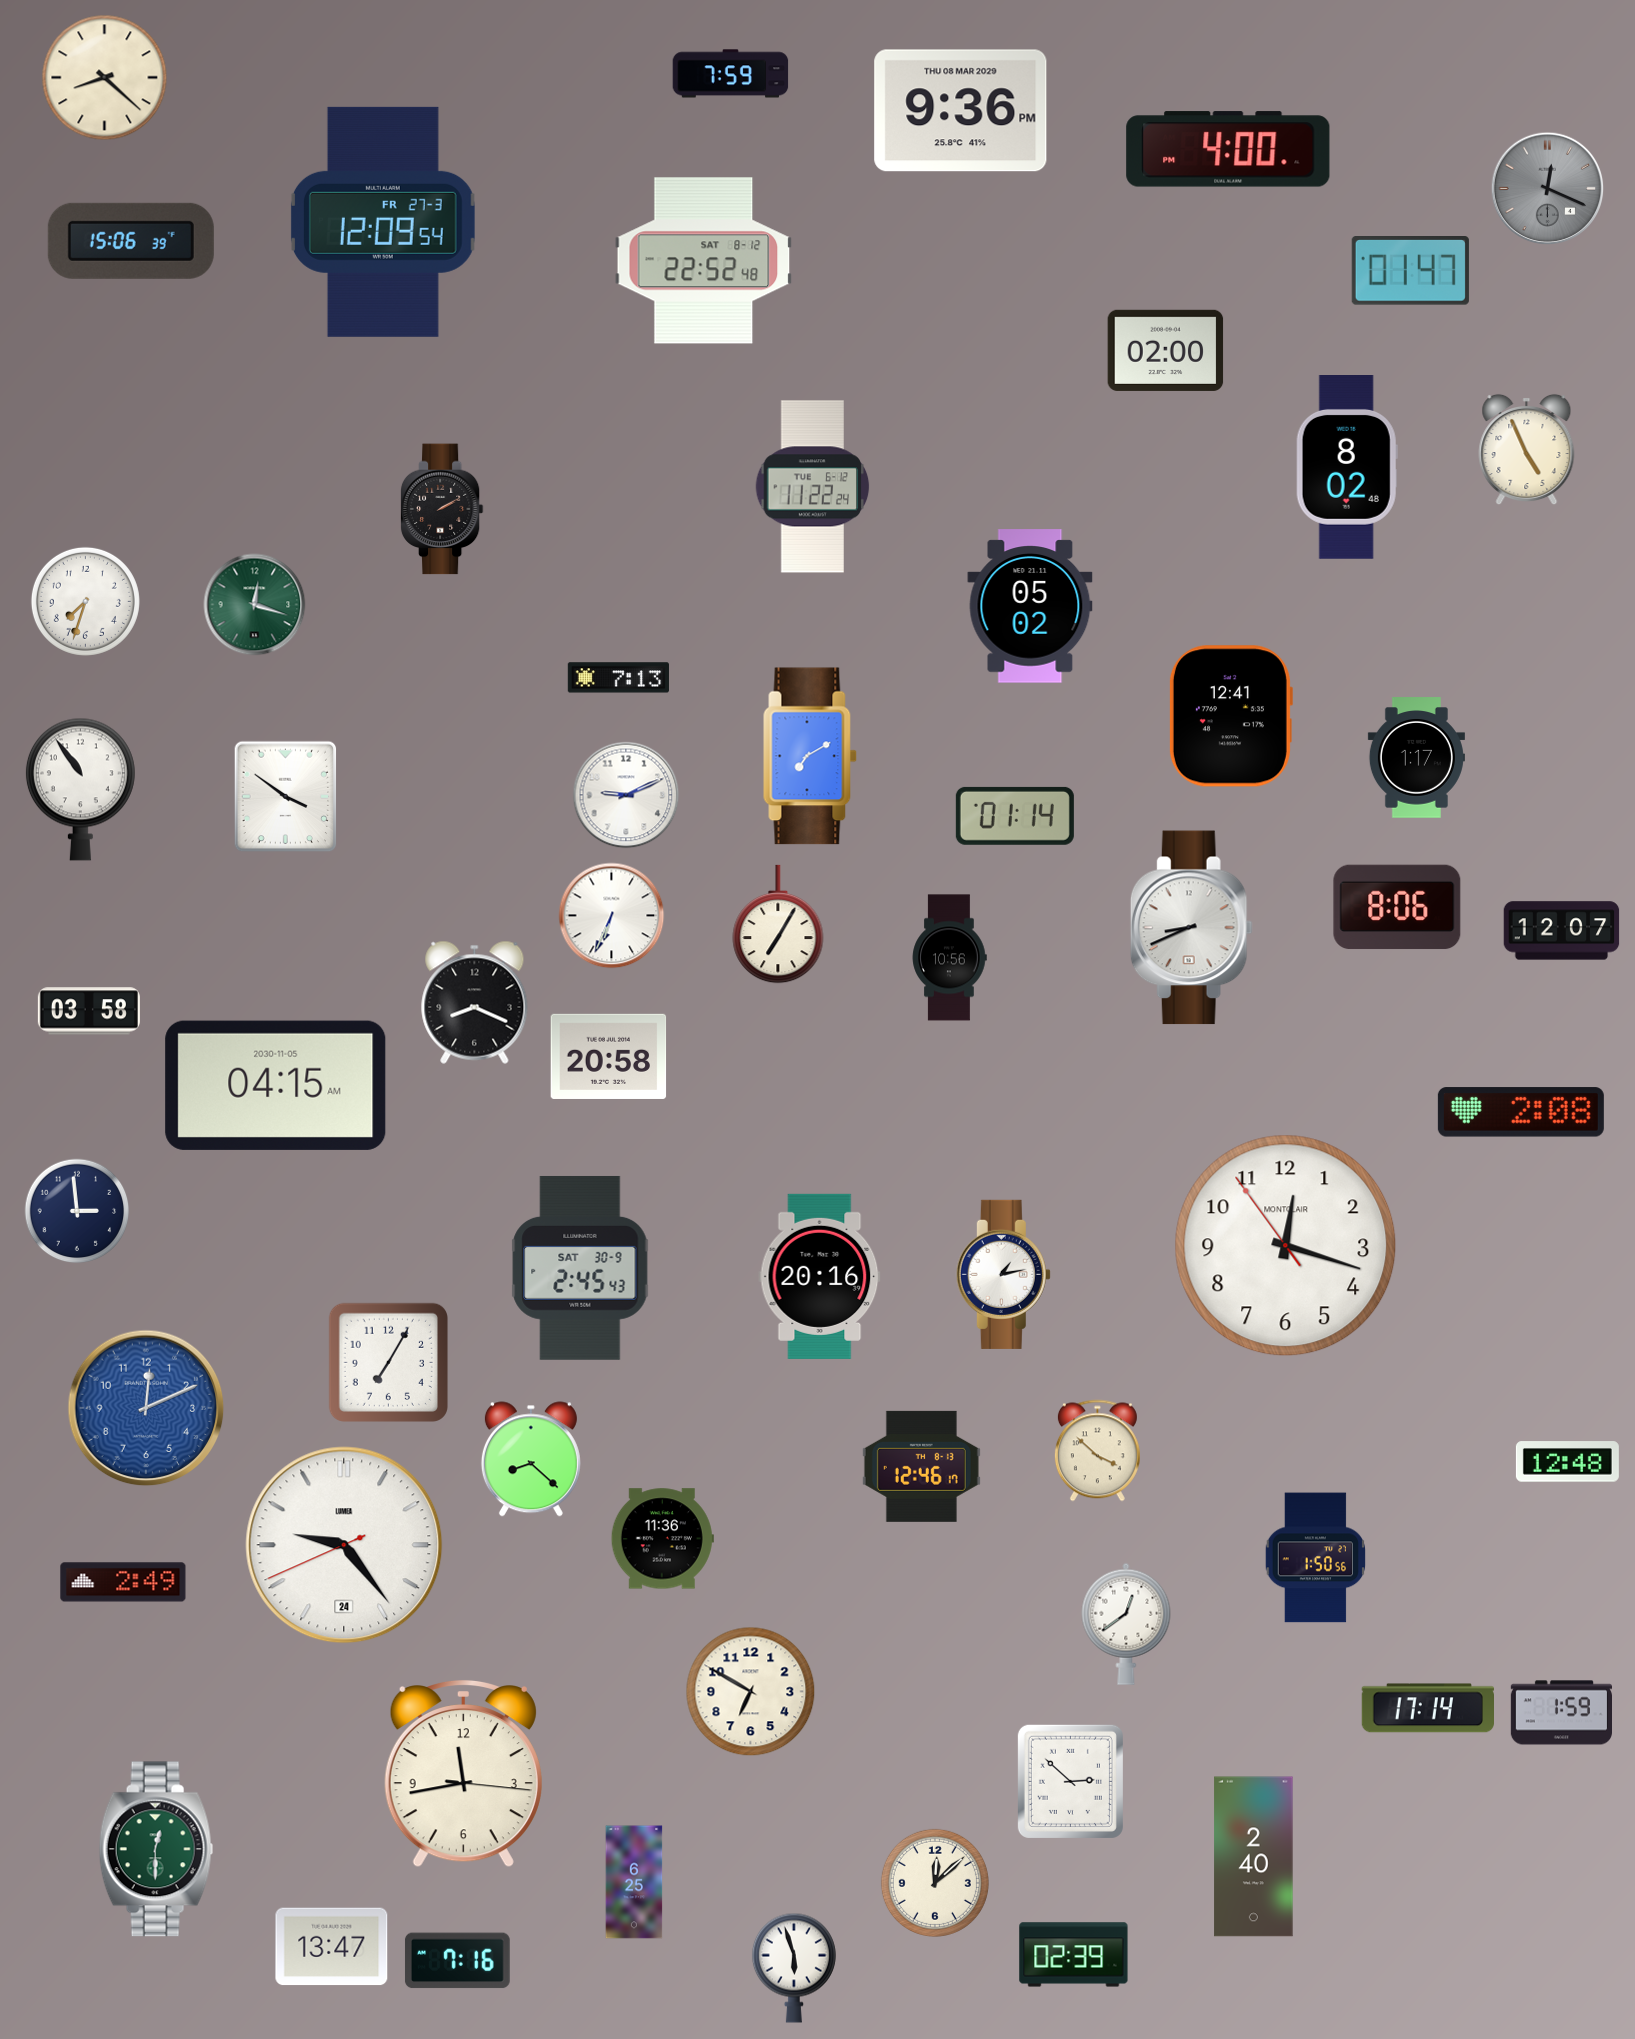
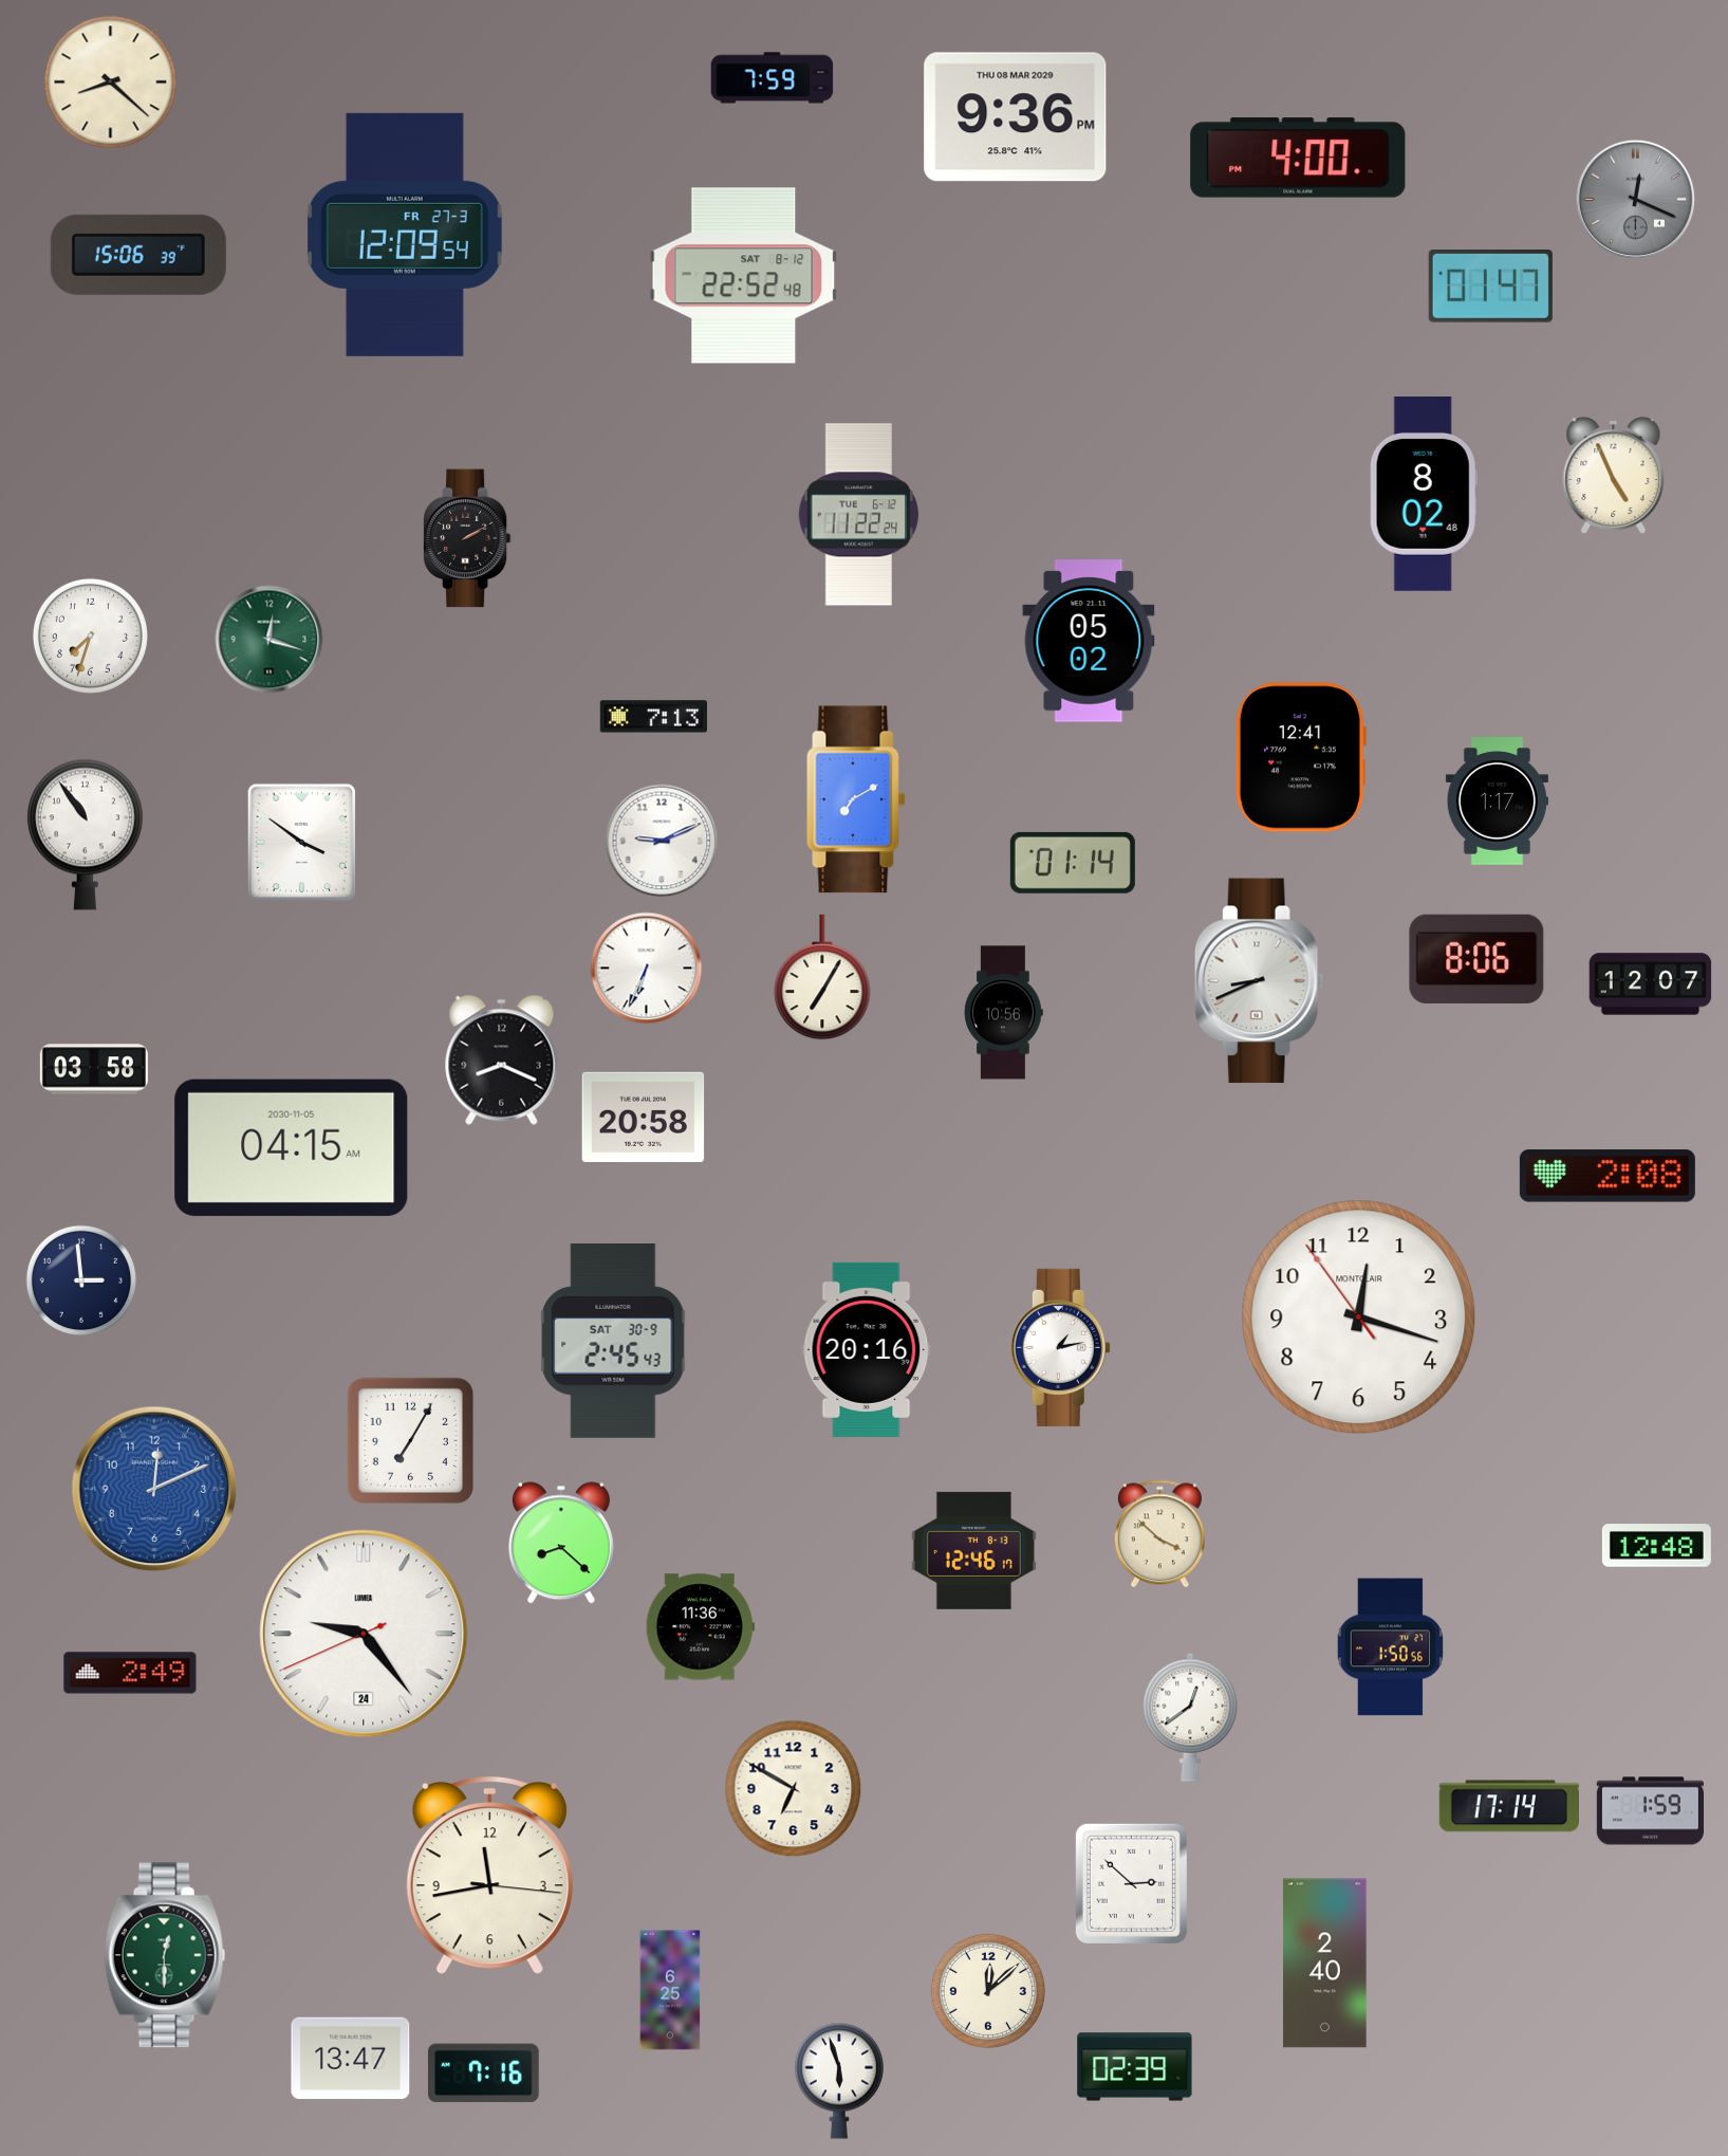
clock at (1166, 350): 02:00 -> none
